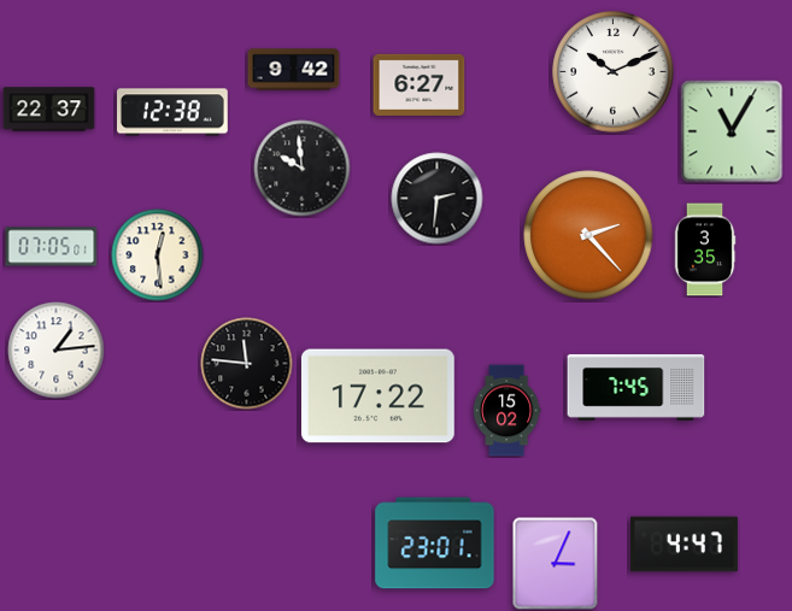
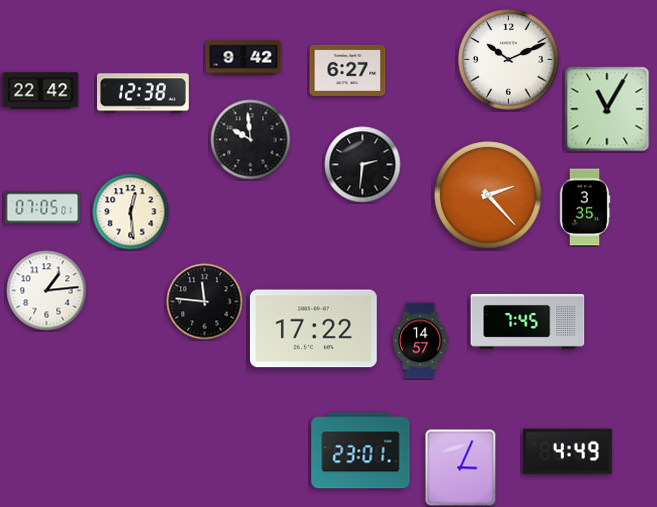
clock at (49, 110): 22:37 -> 22:42
clock at (52, 247) position: (52, 247) -> (43, 208)
clock at (506, 411): 15:02 -> 14:57
clock at (684, 545): 4:47 -> 4:49
